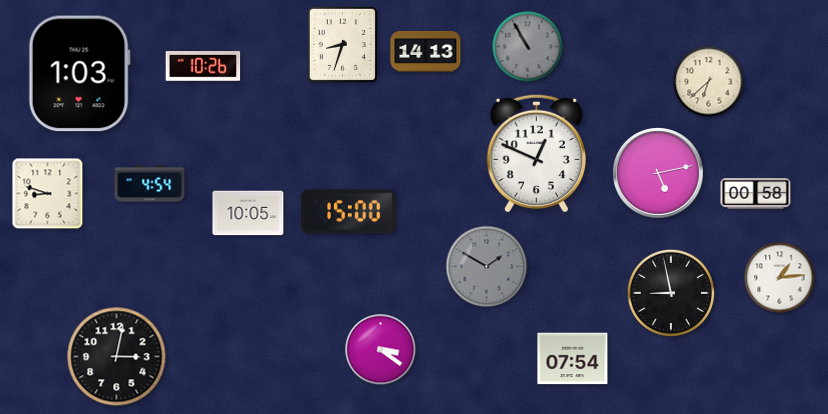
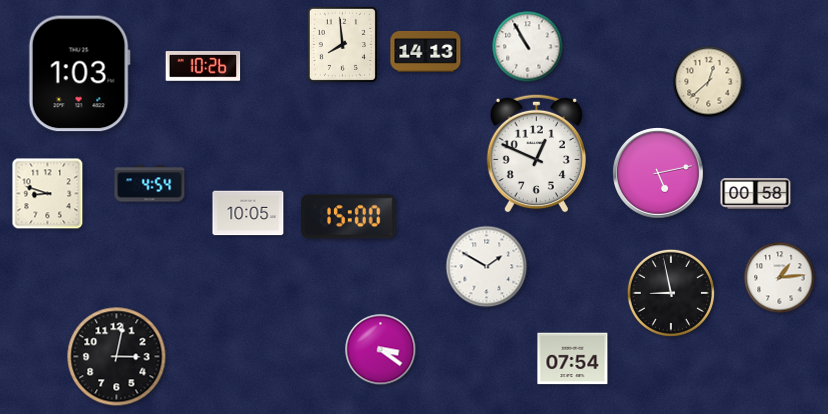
clock at (342, 44): 8:33 -> 7:59
clock at (528, 47) dial: grey -> white
clock at (709, 82): 6:38 -> 12:38
clock at (349, 212) position: (349, 212) -> (349, 217)
clock at (487, 267) dial: grey -> white
